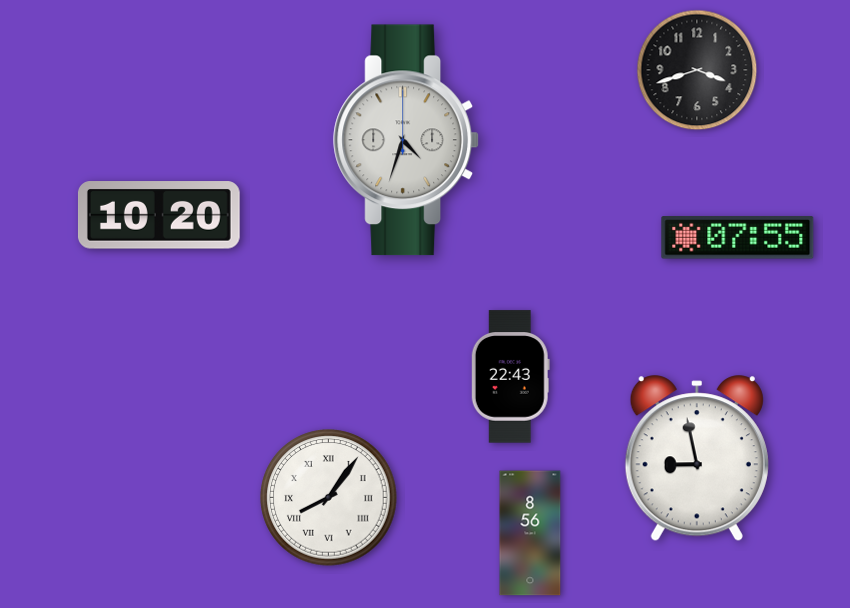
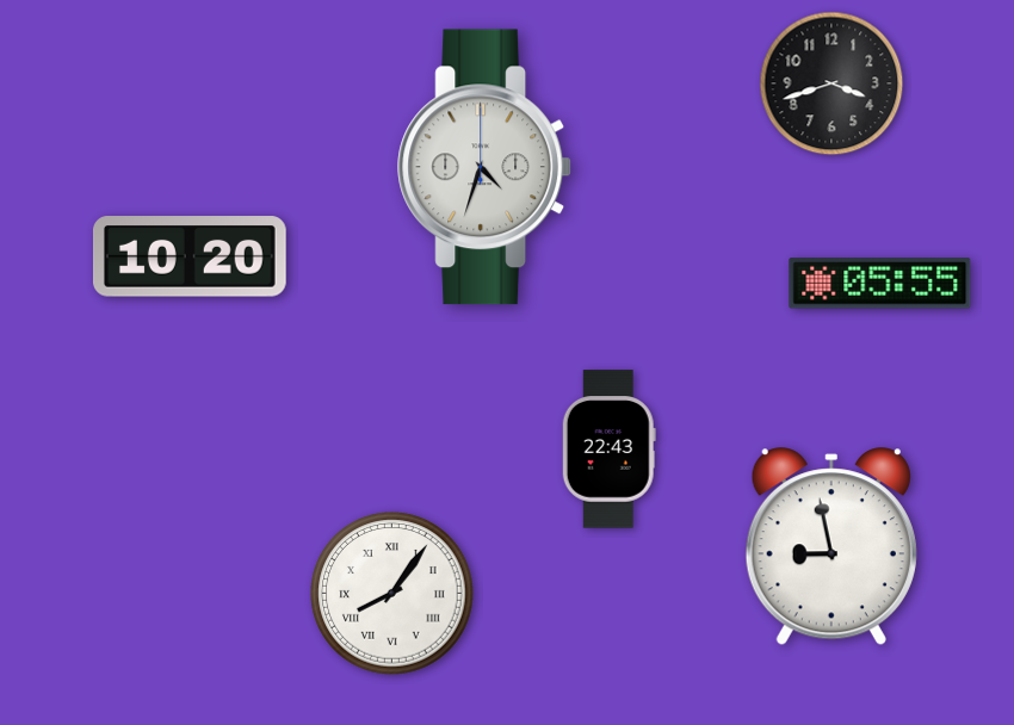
clock at (738, 238): 07:55 -> 05:55
clock at (530, 533): 8:56 -> none
